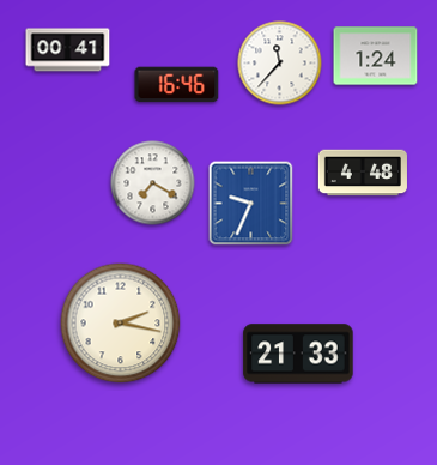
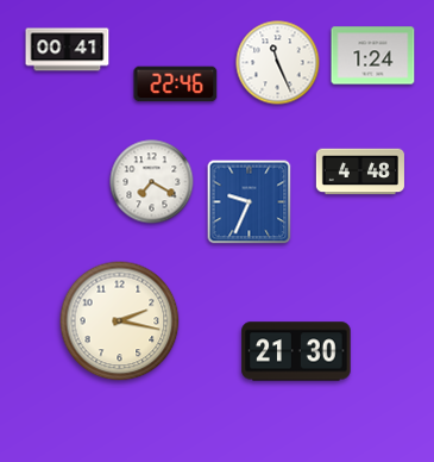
clock at (280, 64): 11:37 -> 11:26
clock at (177, 85): 16:46 -> 22:46
clock at (298, 354): 21:33 -> 21:30
